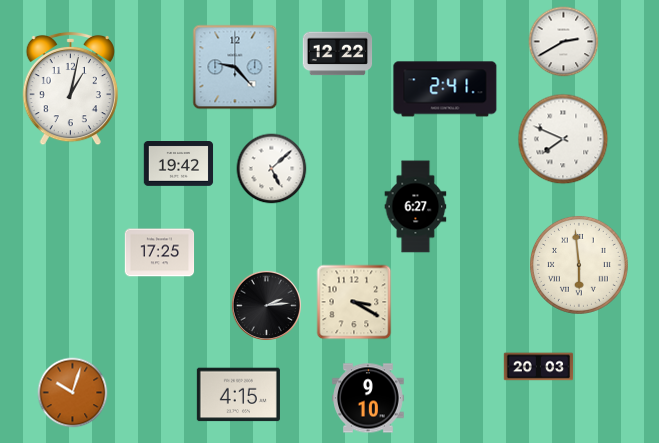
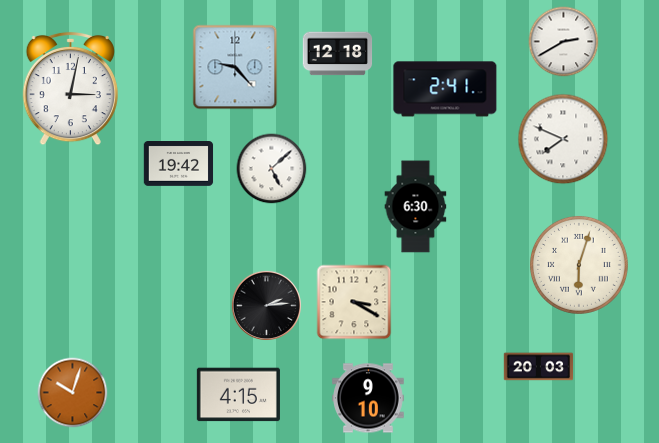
clock at (338, 54): 12:22 -> 12:18
clock at (70, 89): 1:02 -> 3:02
clock at (416, 207): 6:27 -> 6:30
clock at (160, 253): 17:25 -> none
clock at (579, 265): 5:59 -> 6:03
